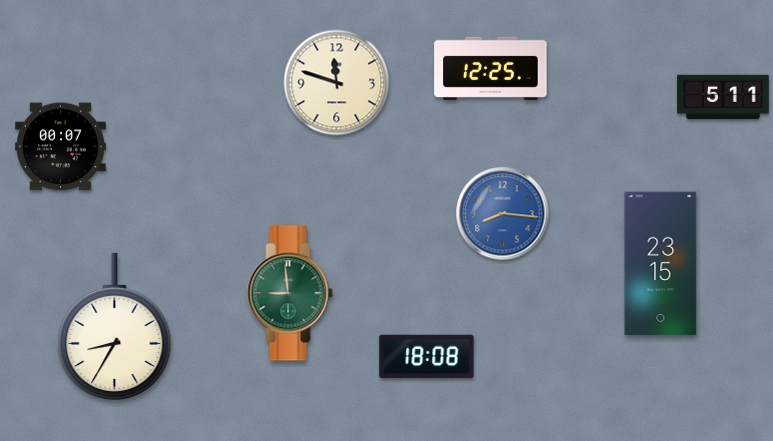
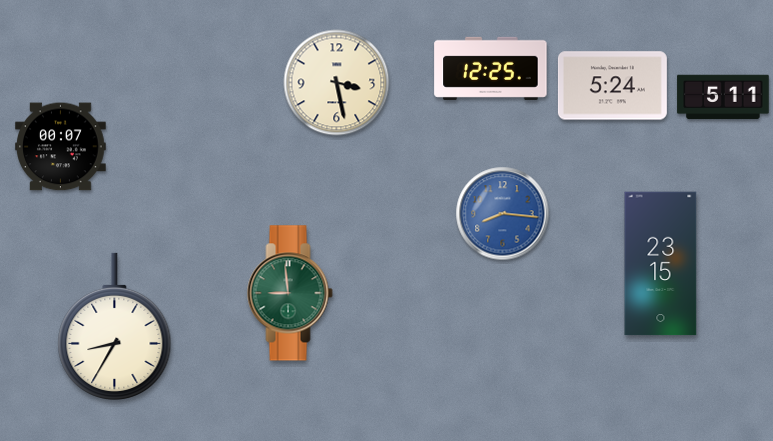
clock at (337, 83): 11:48 -> 3:28
clock at (612, 86): none -> 5:24
clock at (427, 357): 18:08 -> none
